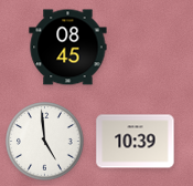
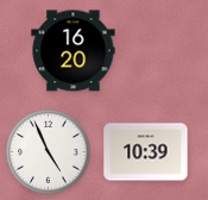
clock at (68, 48): 08:45 -> 16:20
clock at (45, 142): 4:59 -> 4:56
